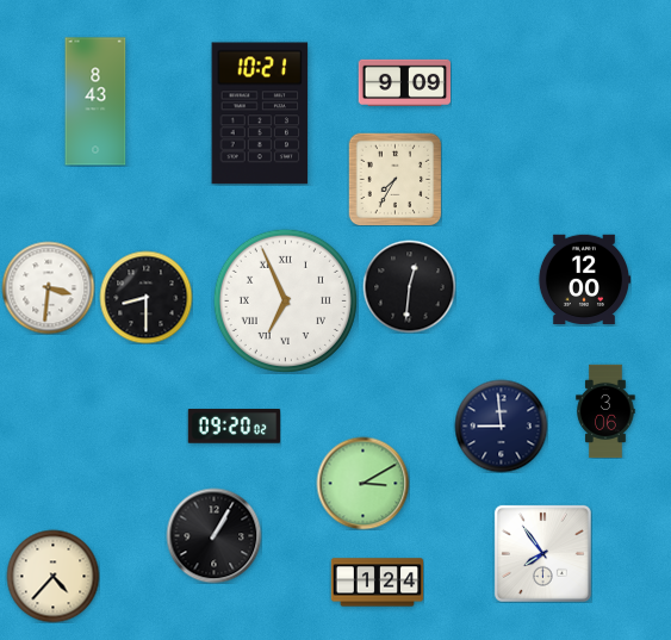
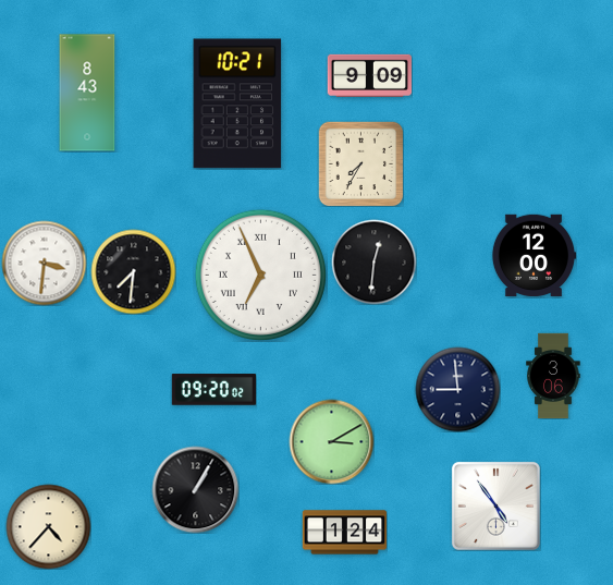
clock at (145, 297): 8:30 -> 7:31
clock at (542, 553): 7:54 -> 4:54
